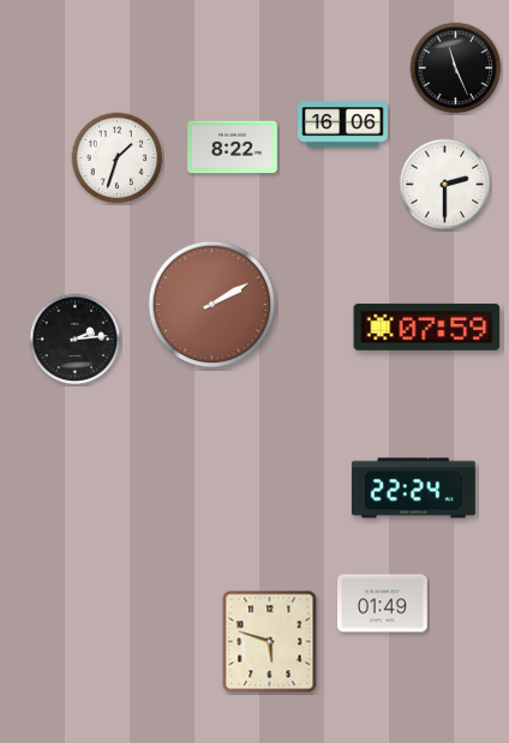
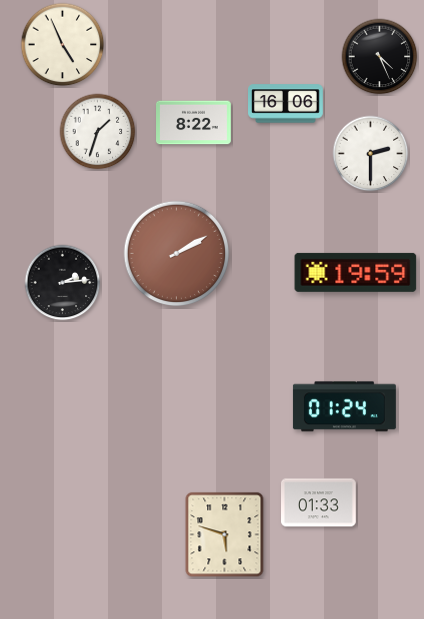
clock at (63, 45): none -> 4:56
clock at (456, 68): 11:26 -> 4:26
clock at (427, 326): 07:59 -> 19:59
clock at (413, 489): 22:24 -> 01:24
clock at (383, 604): 01:49 -> 01:33
